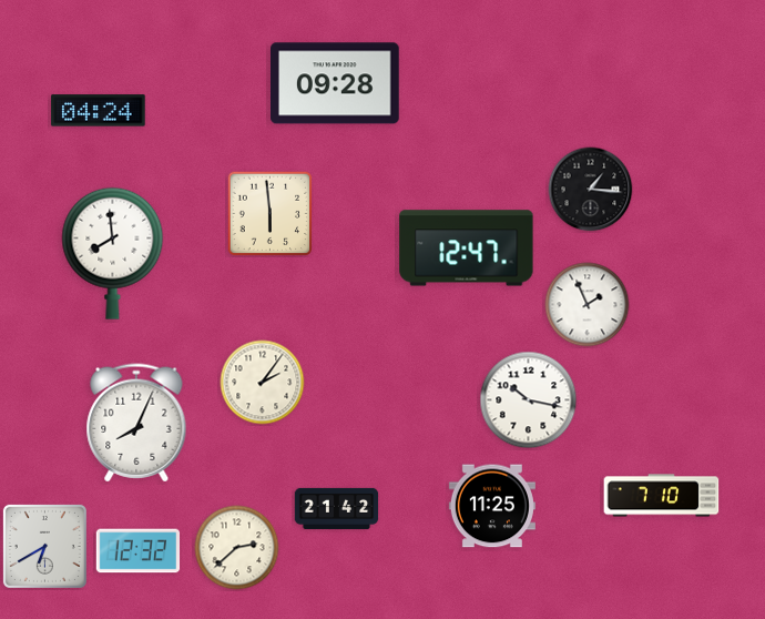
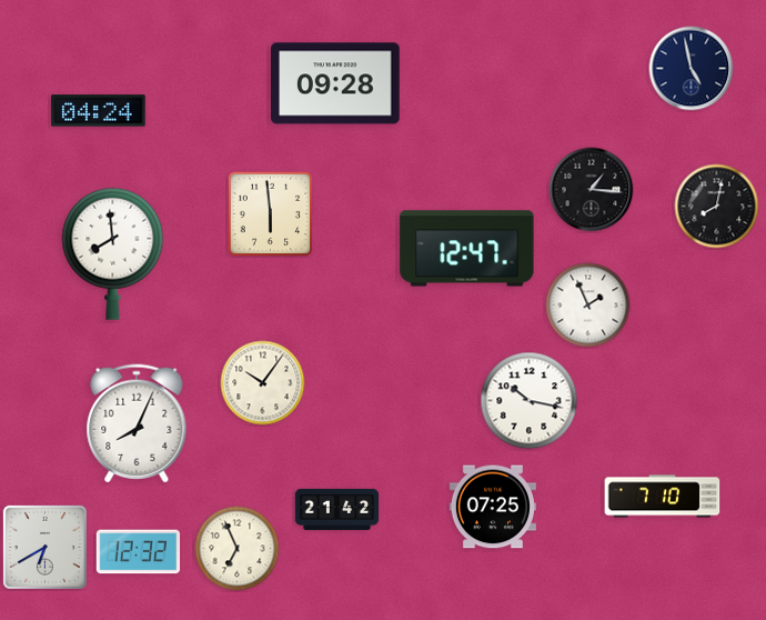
clock at (692, 69): none -> 4:58
clock at (717, 207): none -> 8:02
clock at (263, 383): 2:06 -> 10:06
clock at (492, 506): 11:25 -> 07:25
clock at (237, 548): 2:38 -> 6:56
